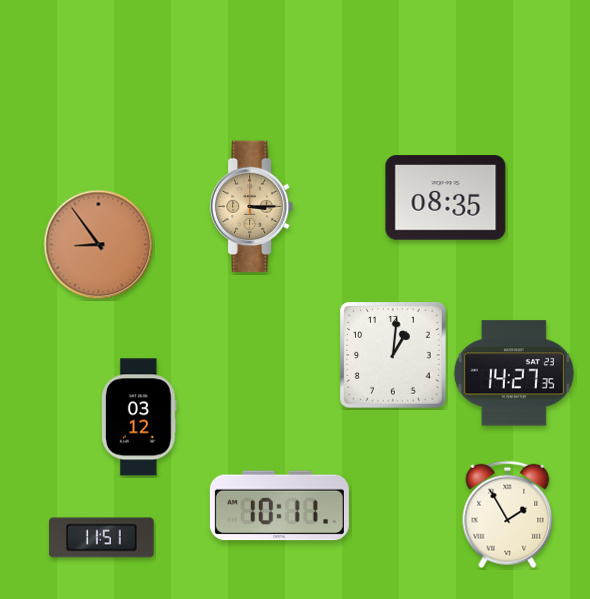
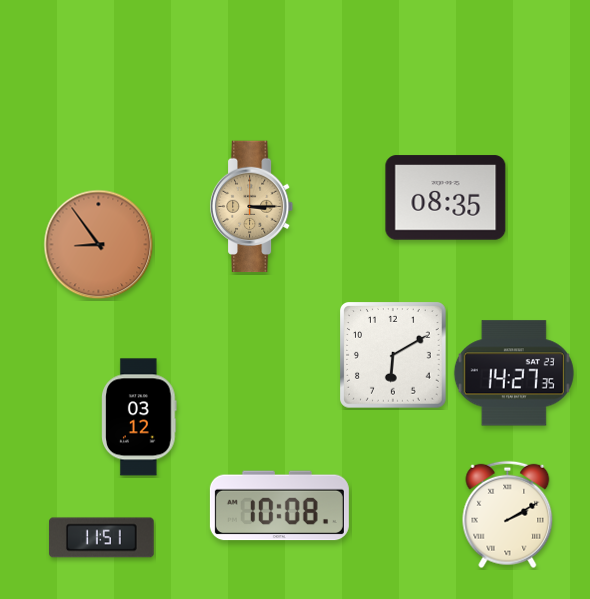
clock at (394, 356): 1:01 -> 6:10
clock at (279, 506): 10:11 -> 10:08
clock at (508, 515): 1:55 -> 2:10
